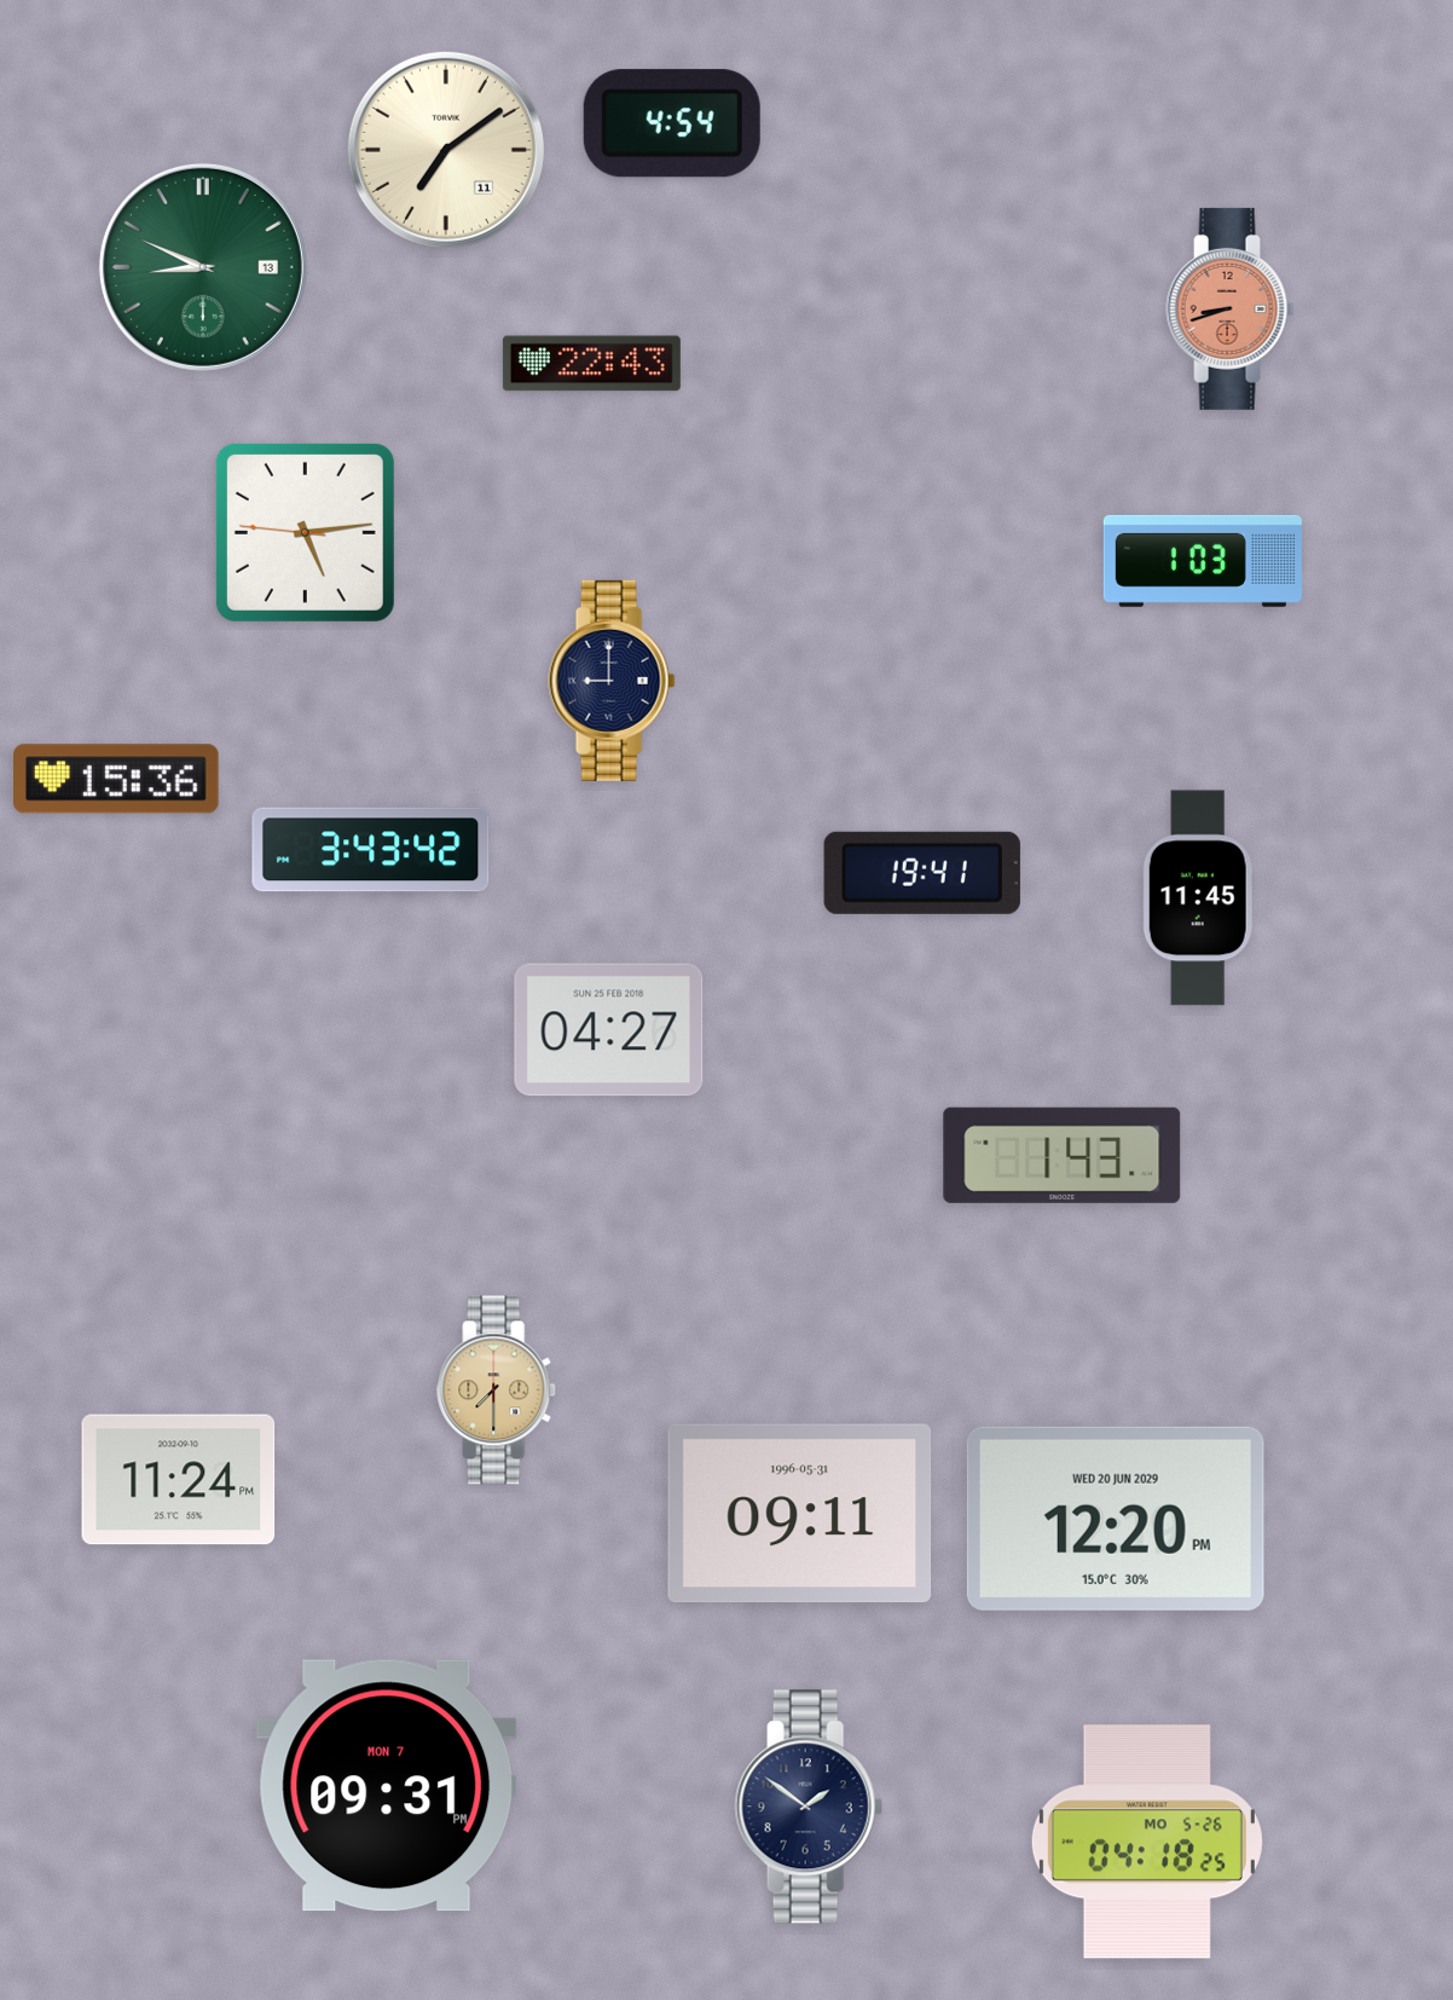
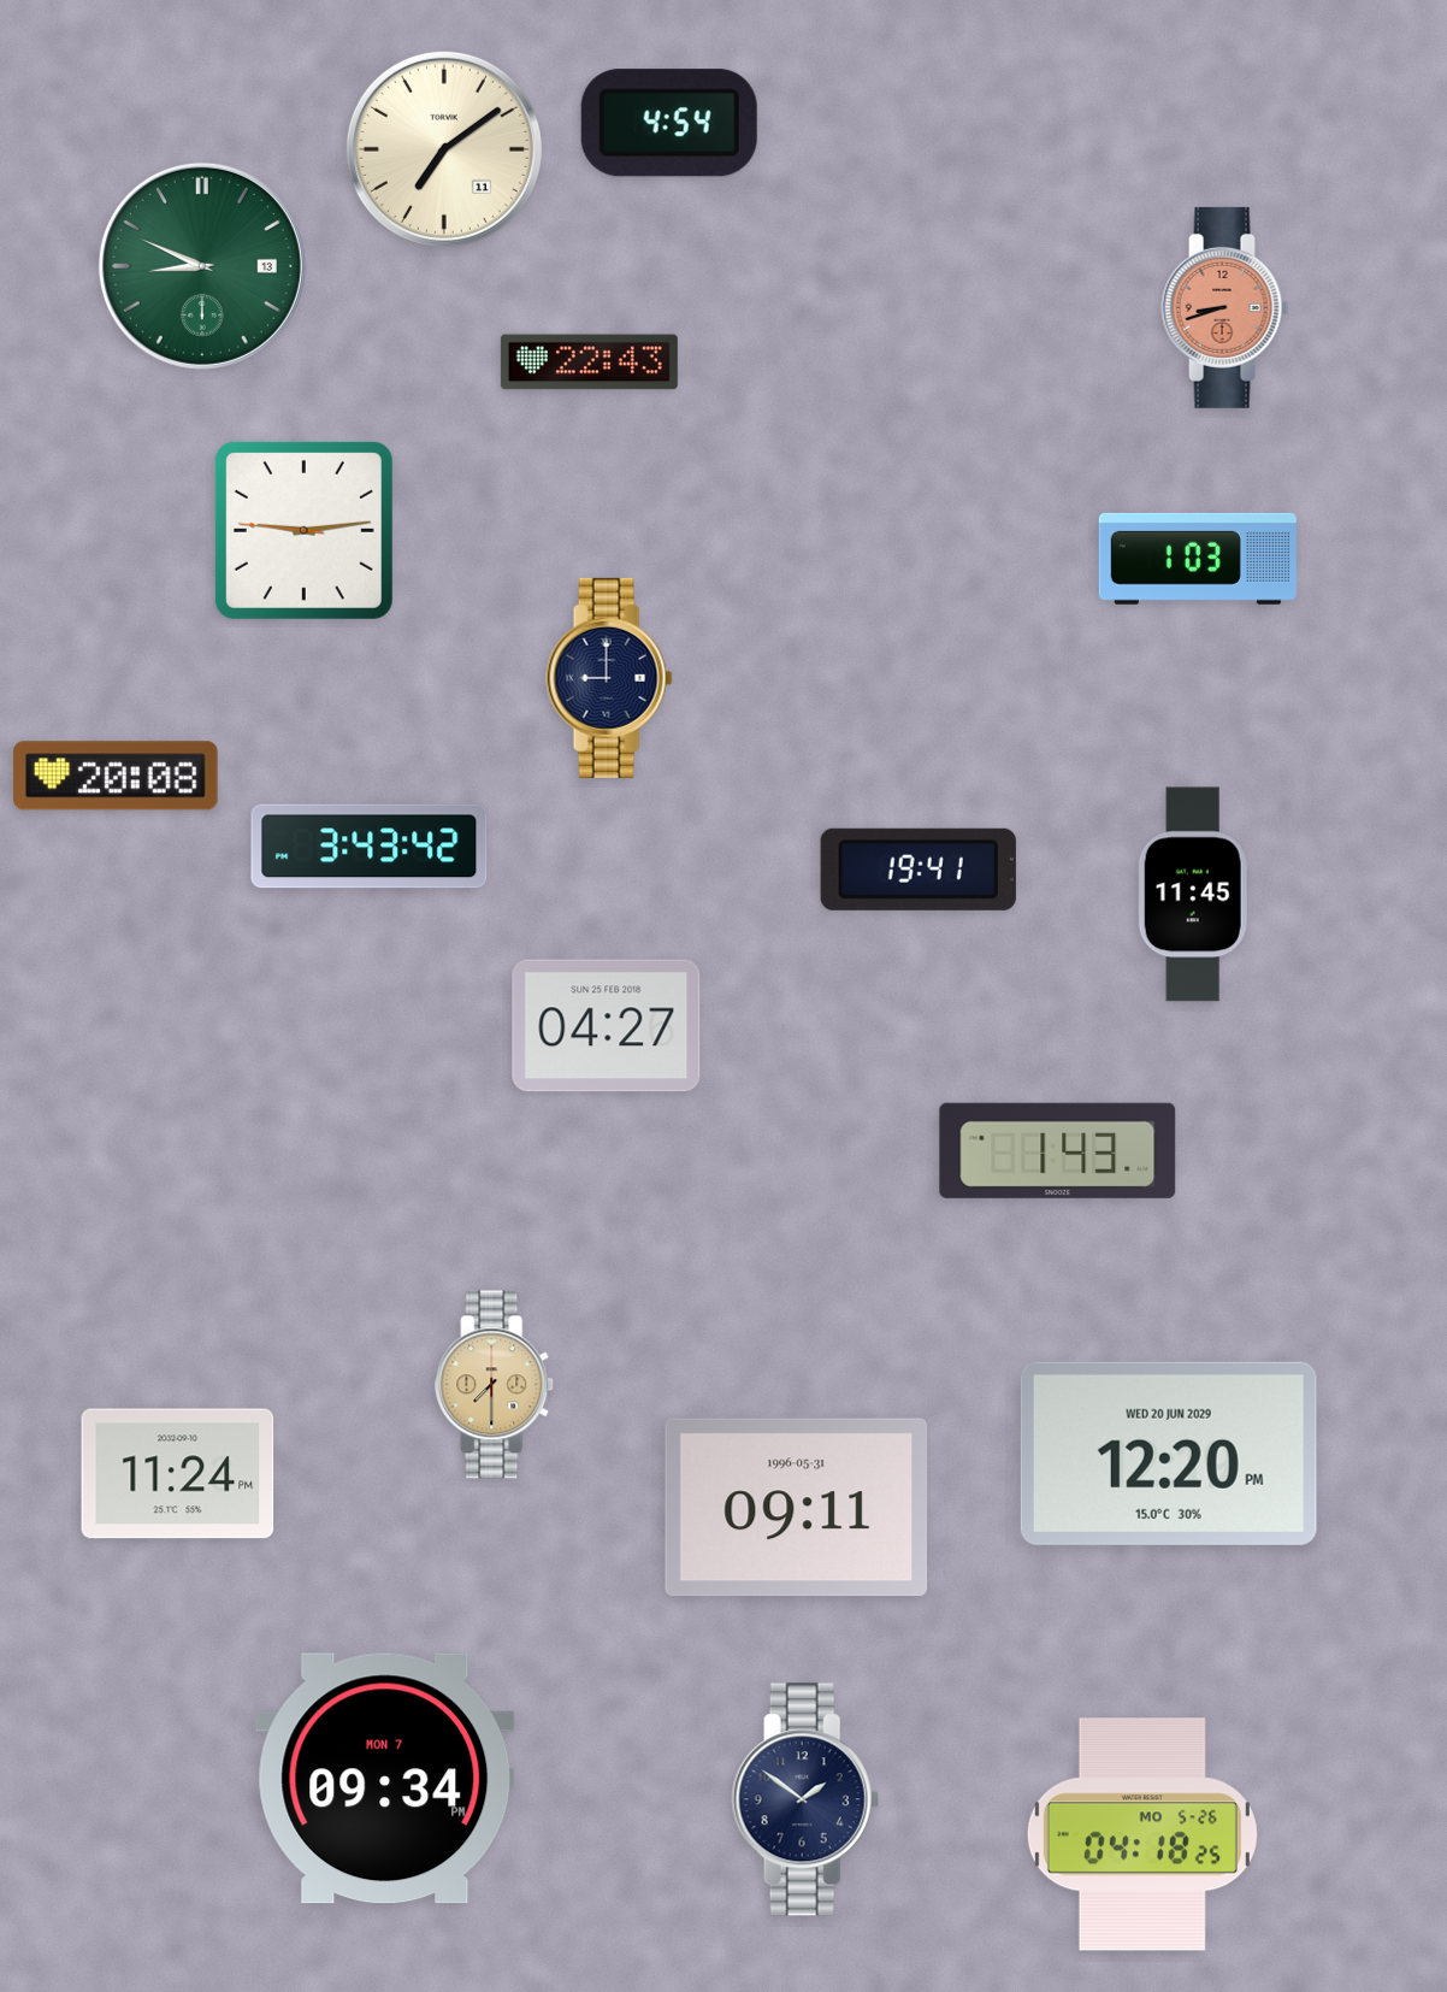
clock at (305, 532): 5:13 -> 9:13
clock at (116, 779): 15:36 -> 20:08
clock at (1116, 1519) position: (1116, 1519) -> (1169, 1454)
clock at (387, 1786): 09:31 -> 09:34
